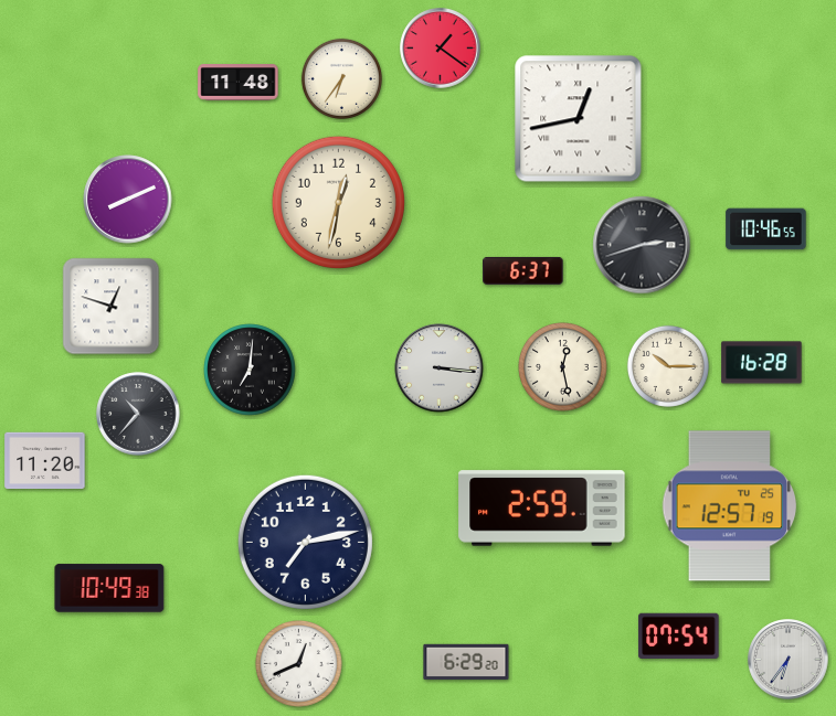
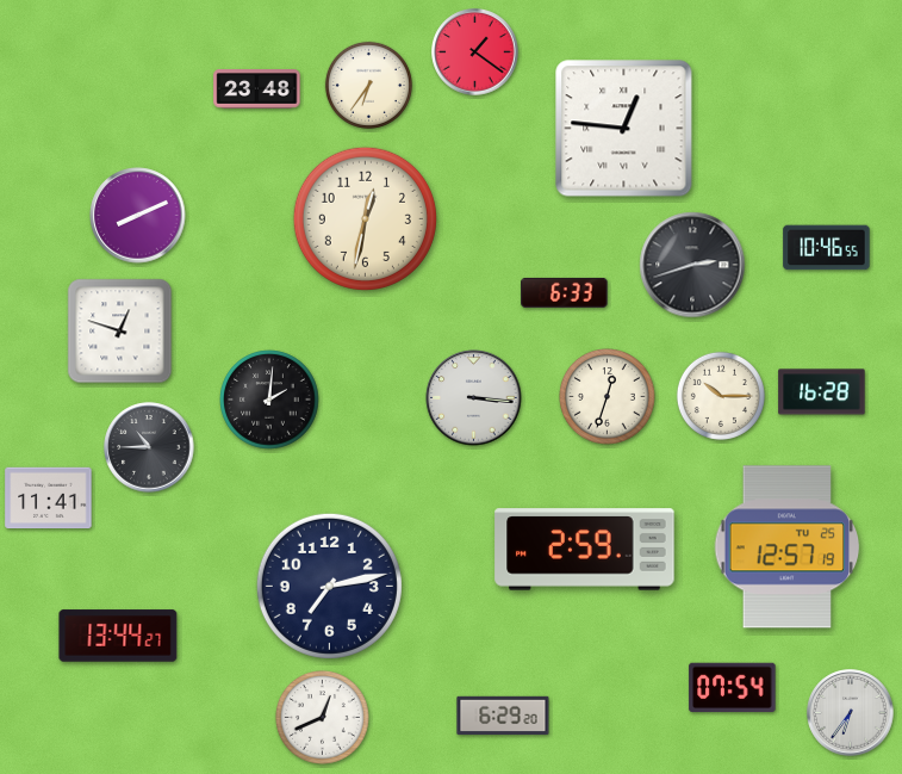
clock at (239, 83): 11:48 -> 23:48
clock at (579, 119): 12:43 -> 12:46
clock at (523, 270): 6:37 -> 6:33
clock at (563, 367): 12:28 -> 12:33
clock at (250, 370): 7:01 -> 2:01
clock at (138, 414): 10:37 -> 10:45
clock at (45, 461): 11:20 -> 11:41
clock at (109, 588): 10:49 -> 13:44
